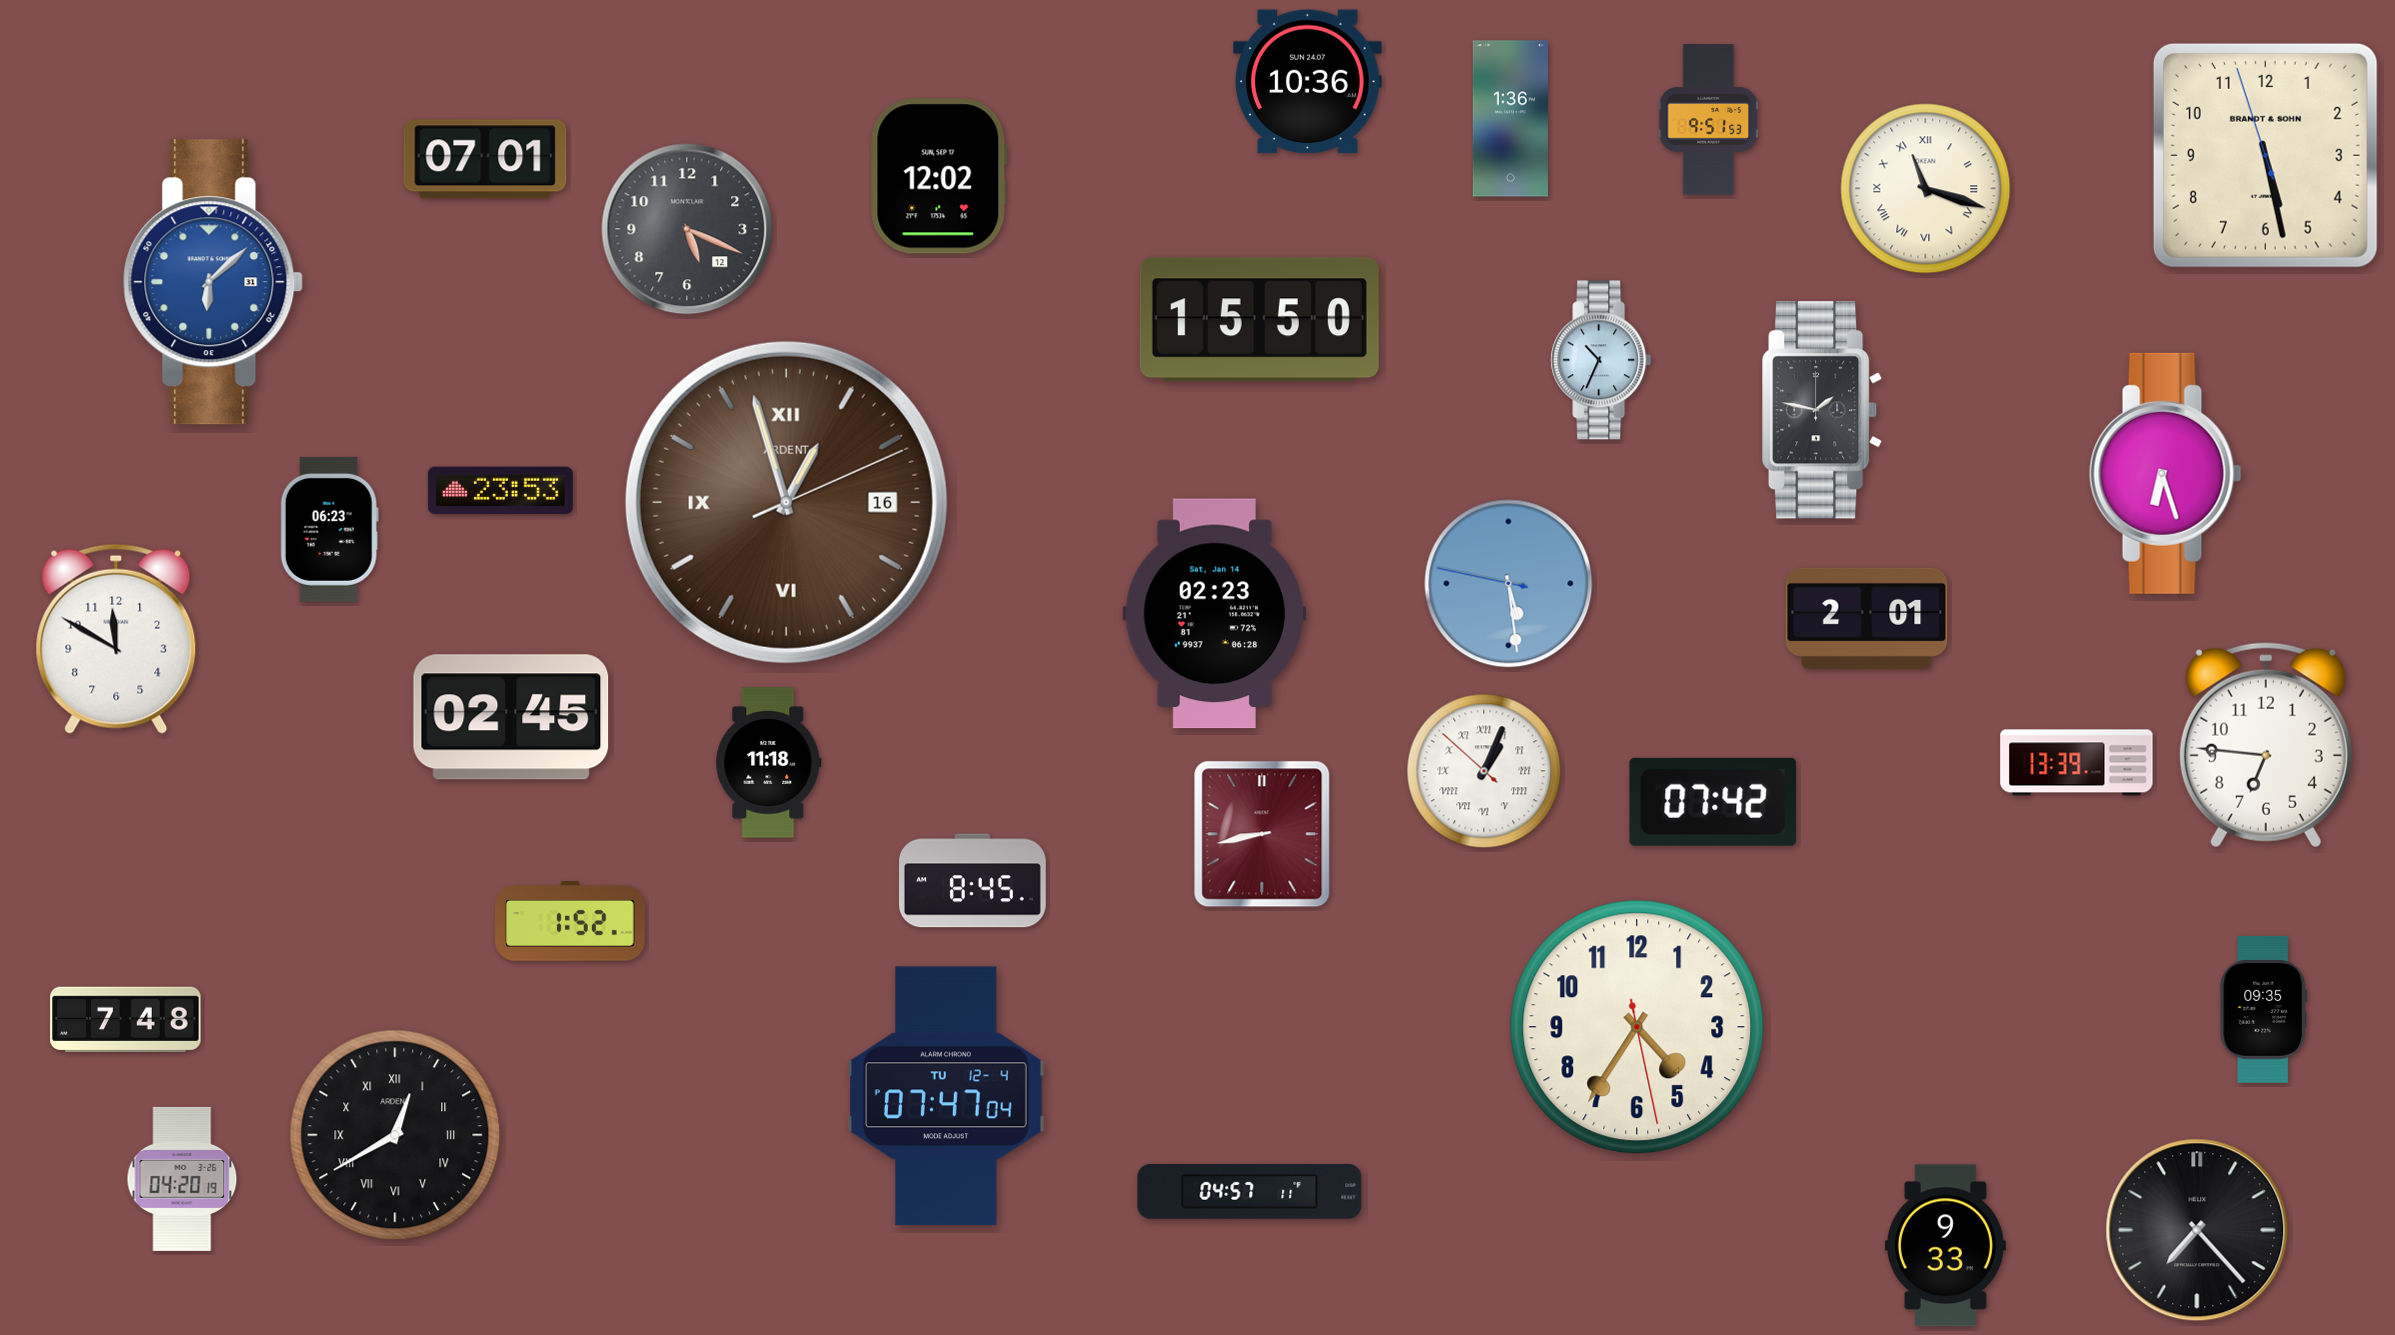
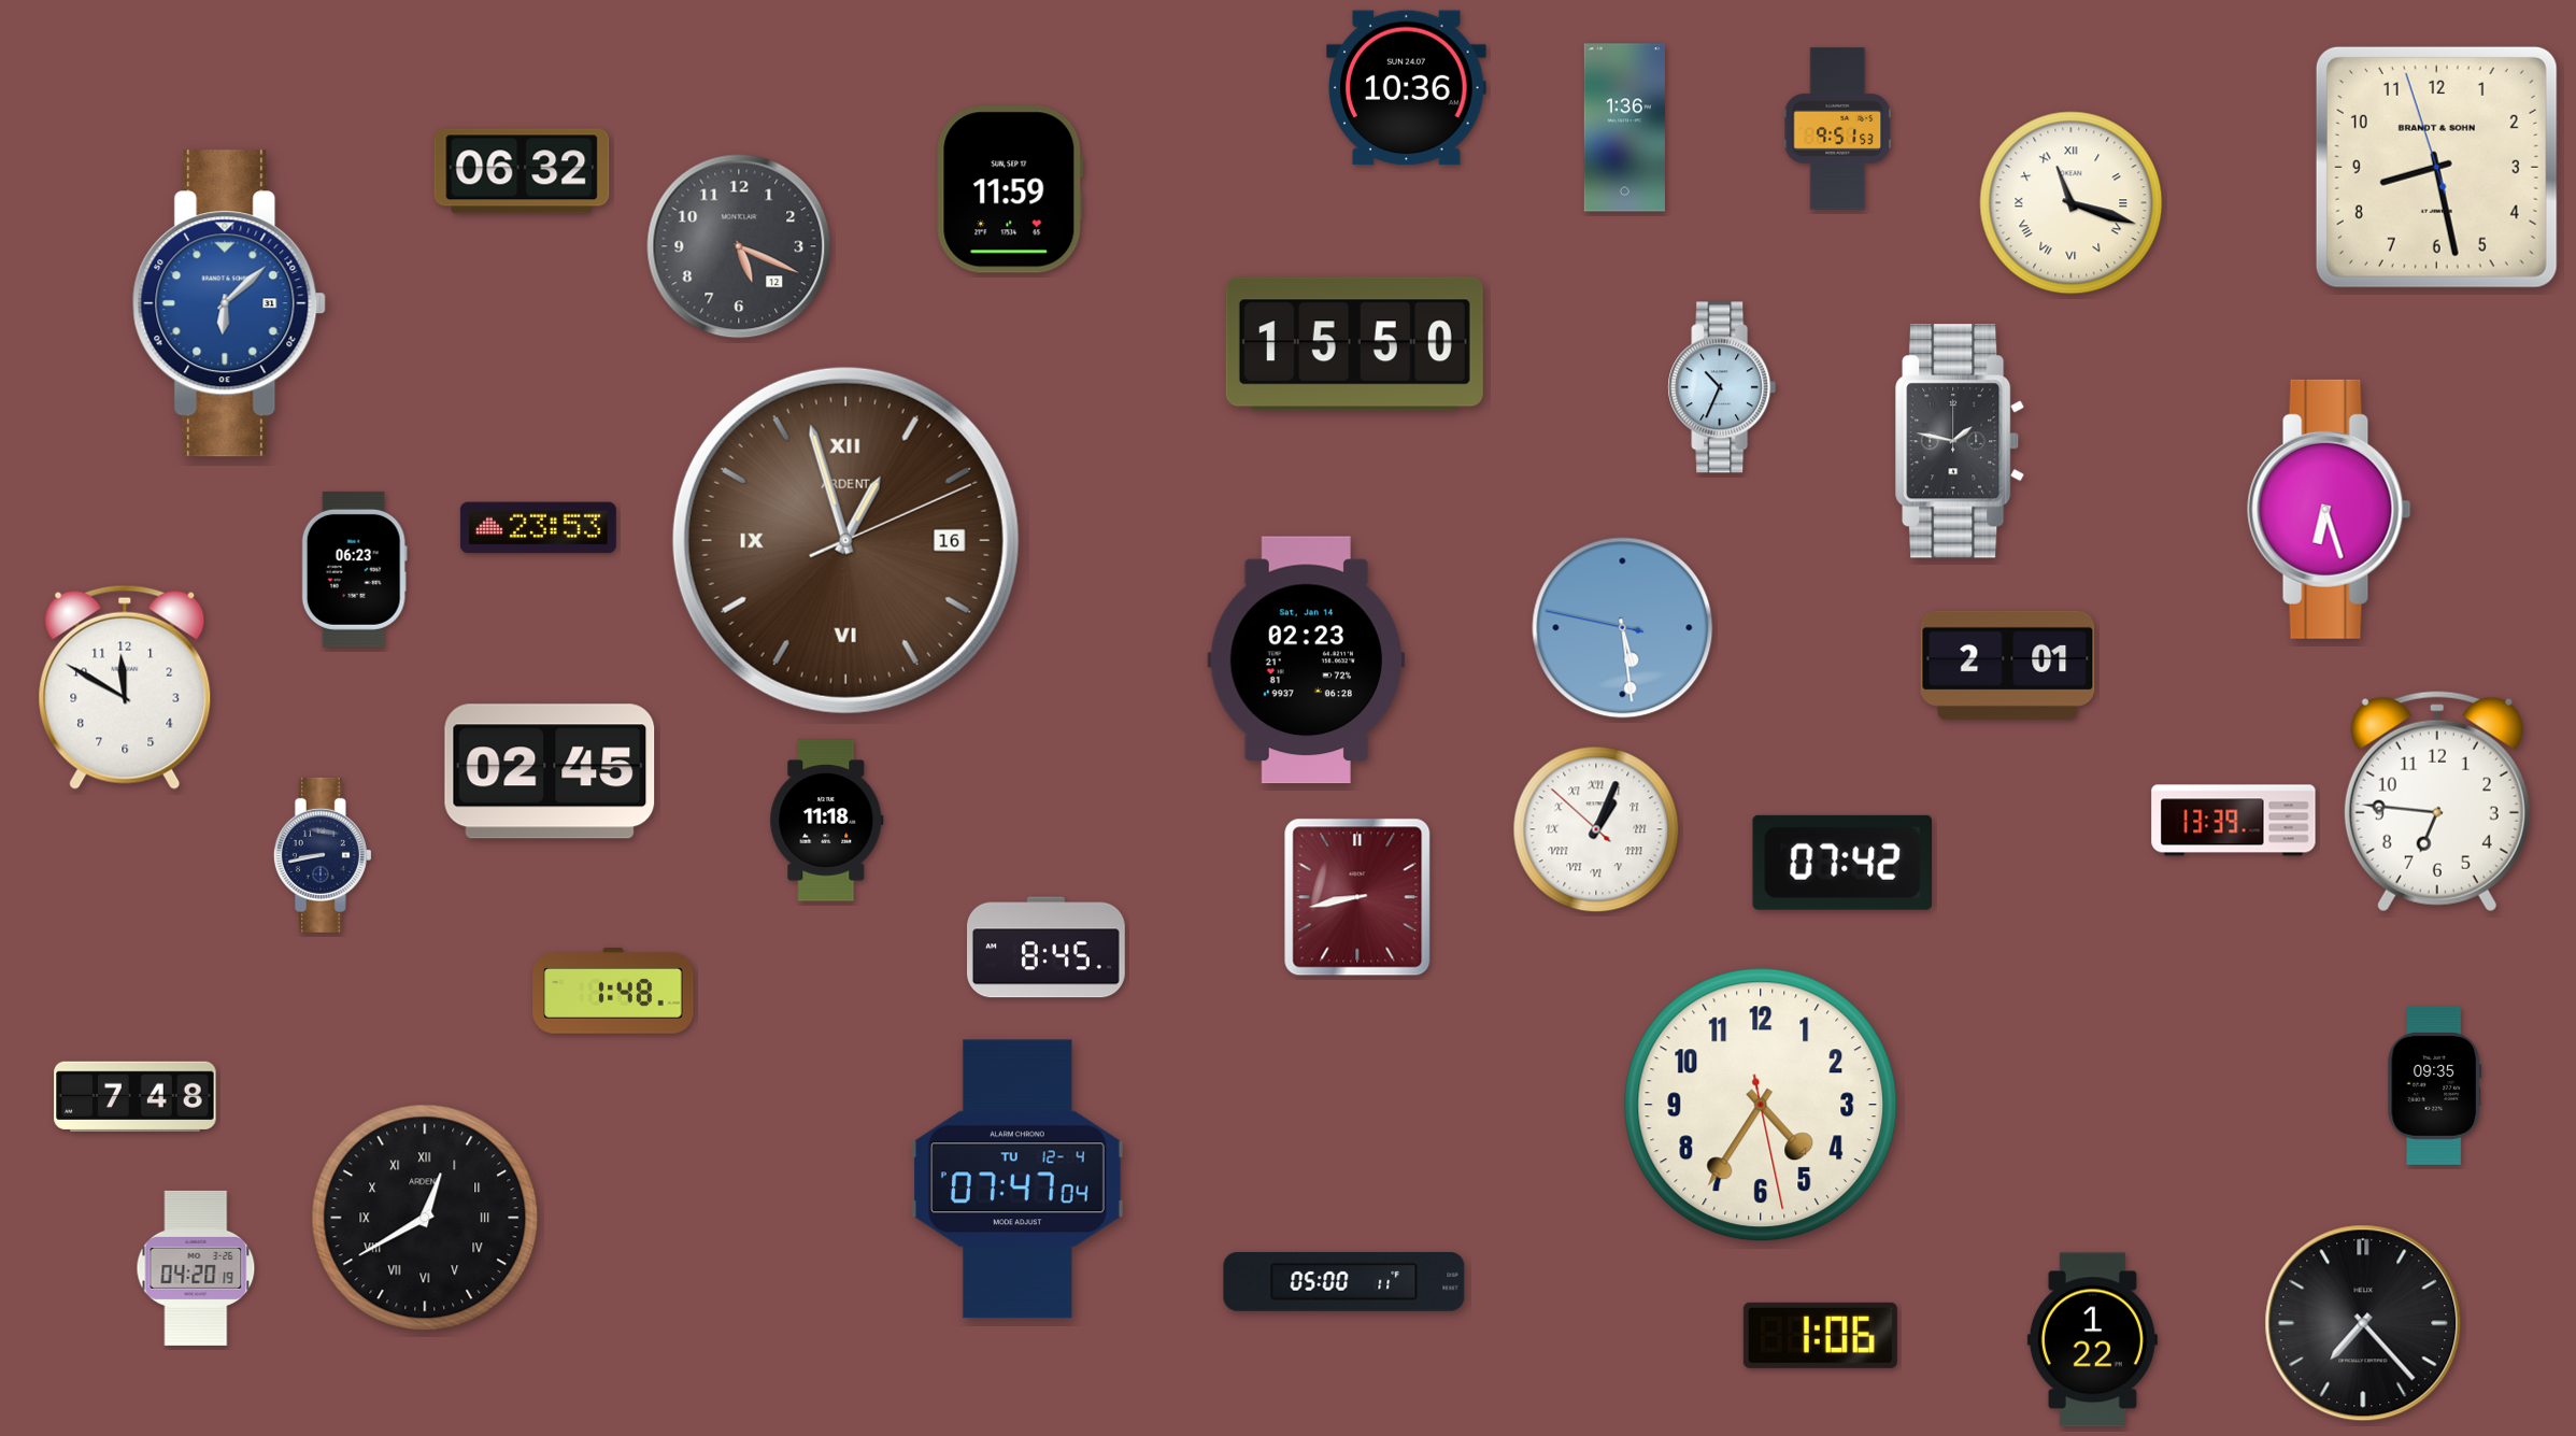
clock at (2265, 155): 5:27 -> 8:27
clock at (485, 159): 07:01 -> 06:32
clock at (939, 176): 12:02 -> 11:59
clock at (323, 855): none -> 8:43
clock at (570, 922): 1:52 -> 1:48
clock at (395, 1135) position: (395, 1135) -> (425, 1218)
clock at (1250, 1192): 04:57 -> 05:00
clock at (1820, 1335): none -> 1:06
clock at (1945, 1246): 9:33 -> 1:22
